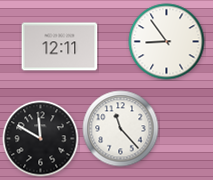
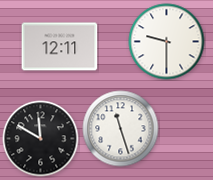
clock at (167, 42): 8:54 -> 9:30
clock at (121, 129): 11:23 -> 11:27
